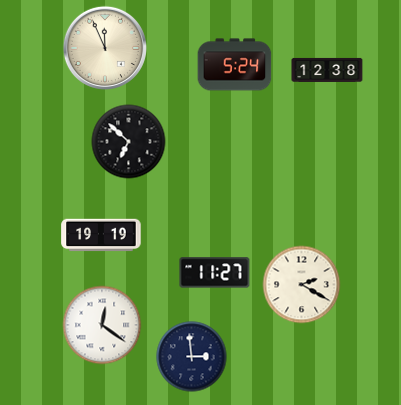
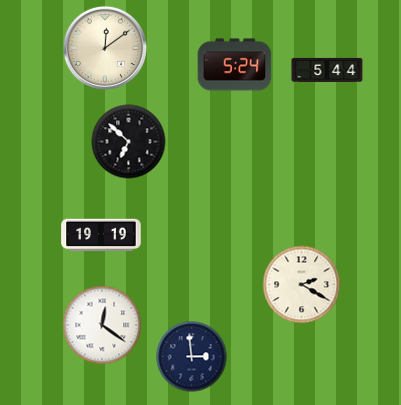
clock at (104, 47): 11:56 -> 12:09
clock at (327, 70): 12:38 -> 5:44
clock at (215, 273): 11:27 -> none
